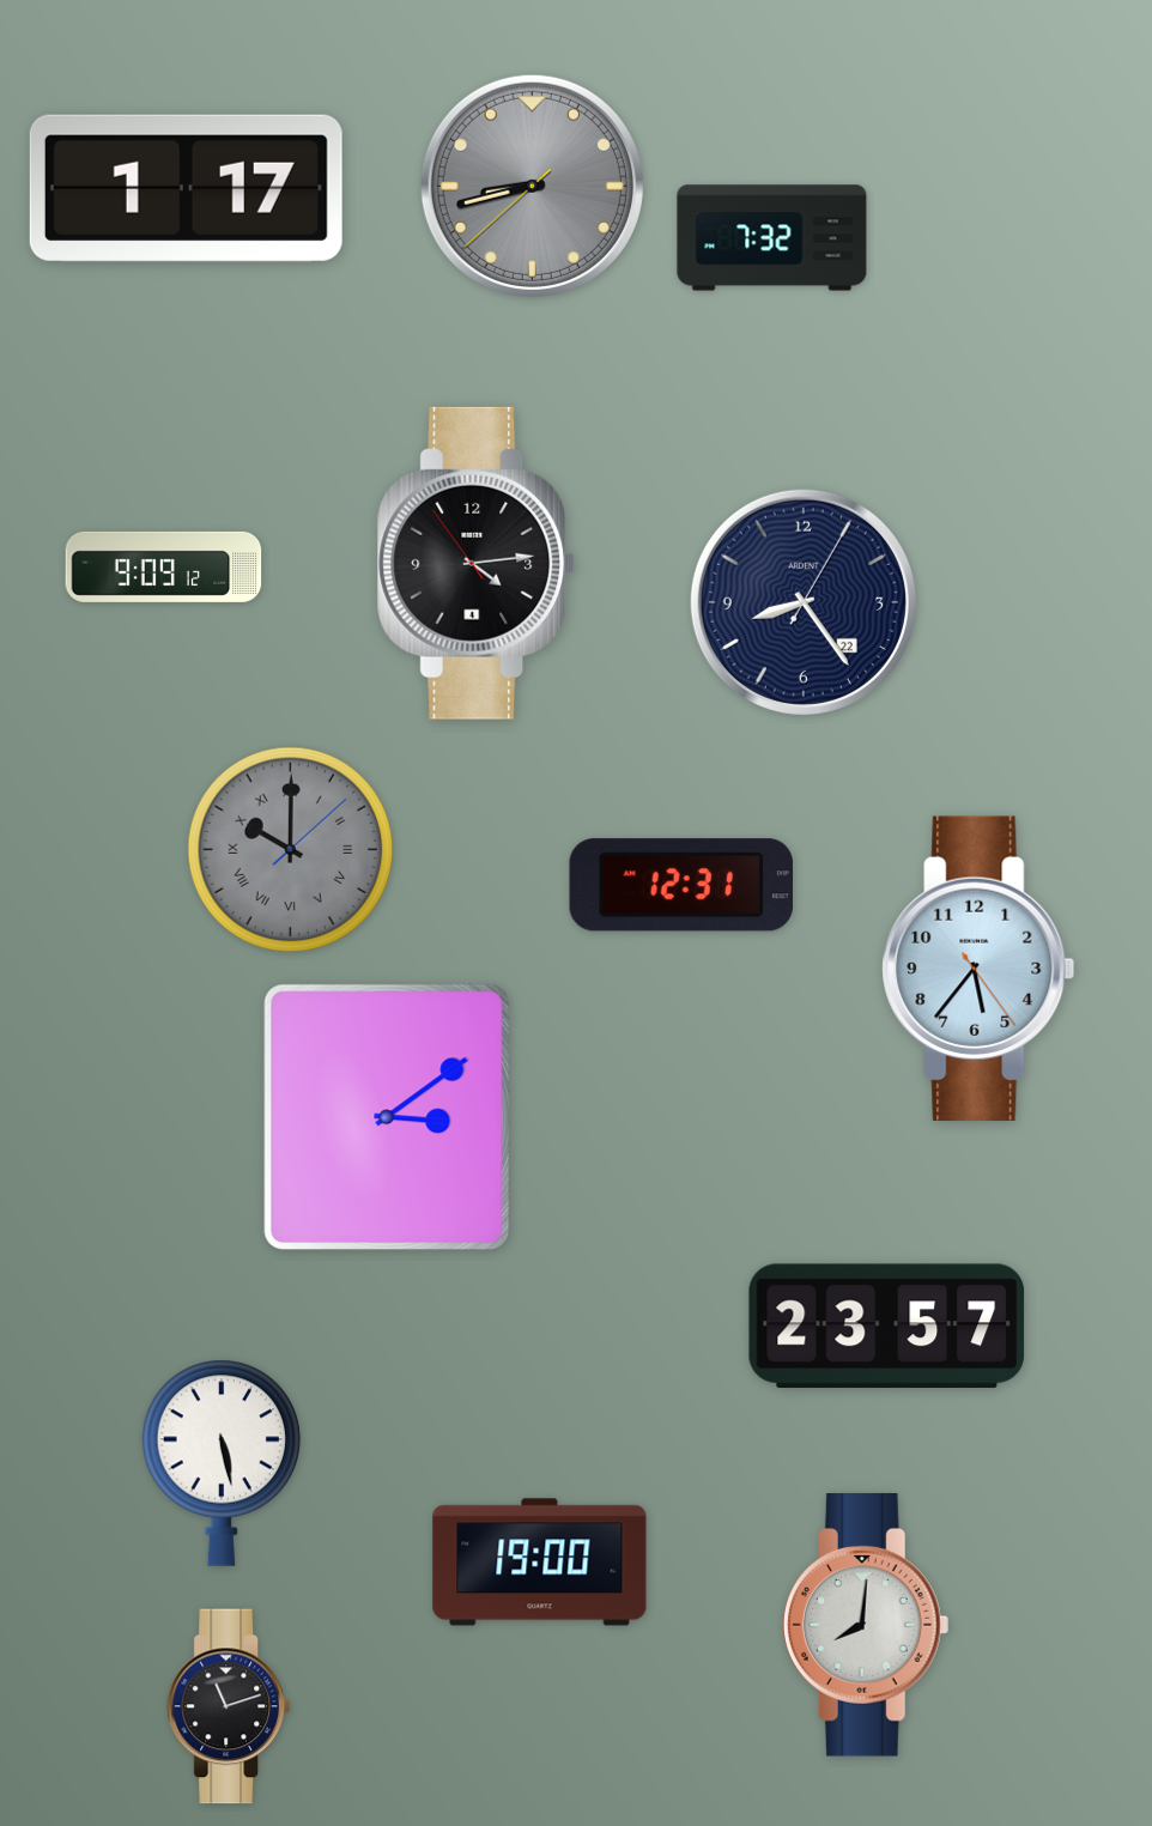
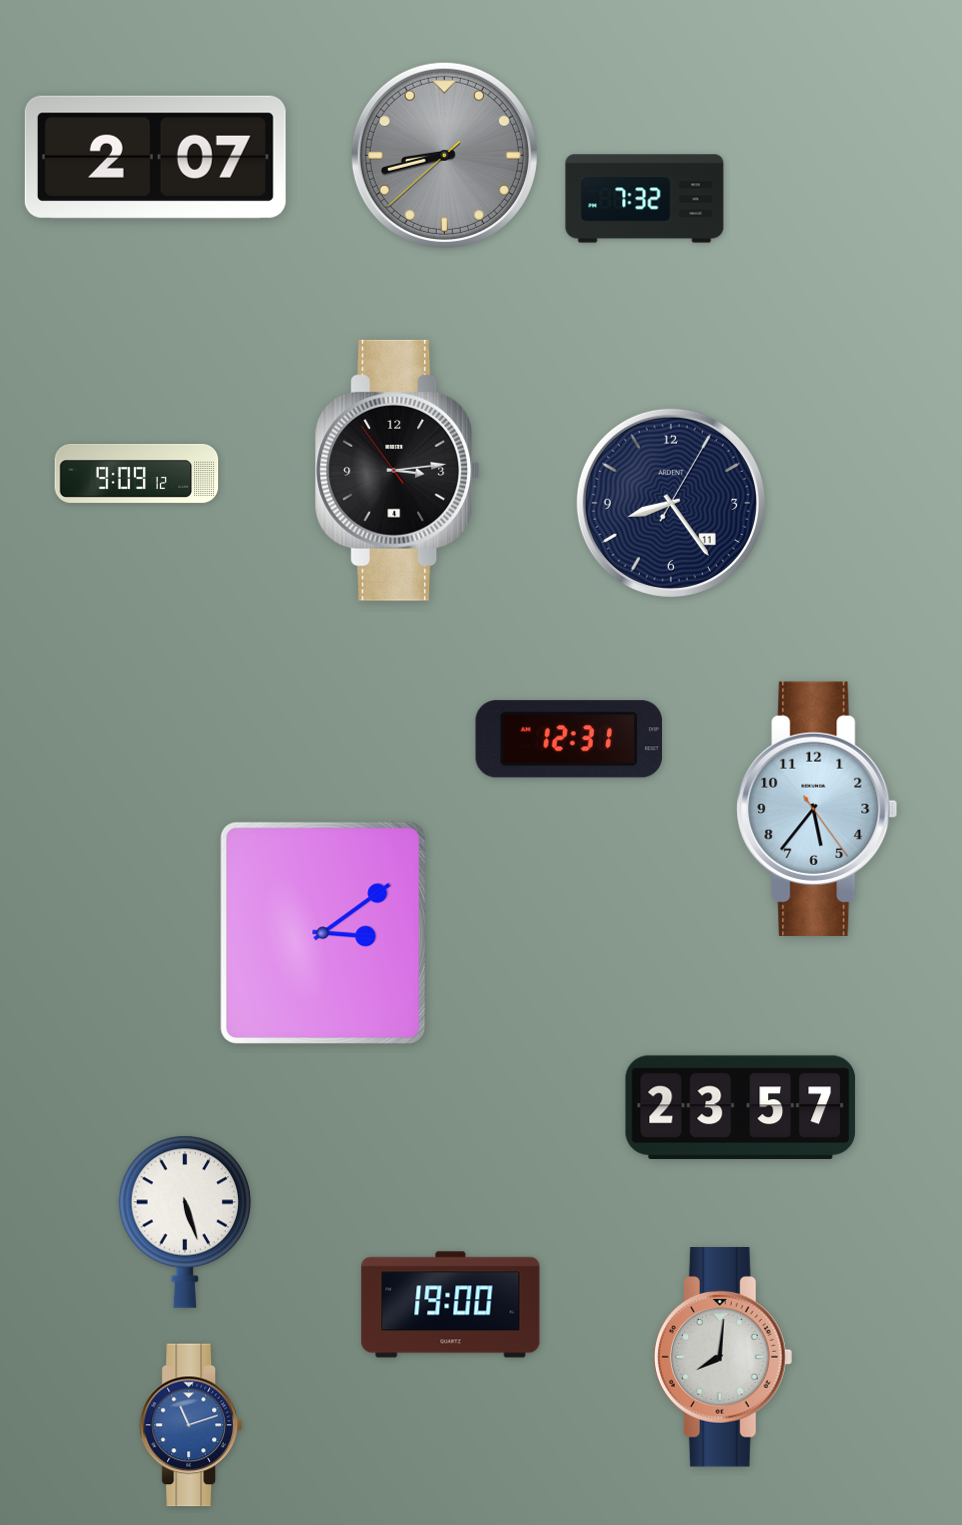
clock at (186, 188): 1:17 -> 2:07
clock at (477, 563): 4:13 -> 3:13
clock at (804, 602) date: 22 -> 11
clock at (291, 850): 10:00 -> none
clock at (220, 1463): 5:28 -> 5:27
clock at (229, 1706) dial: black -> blue
